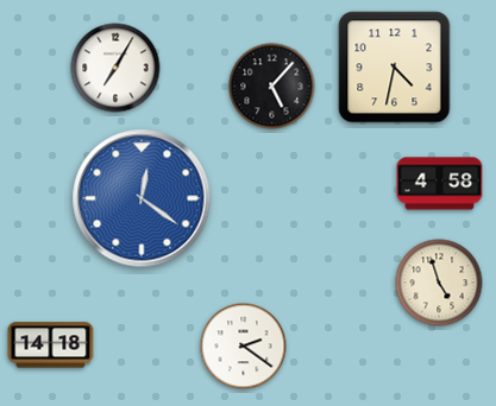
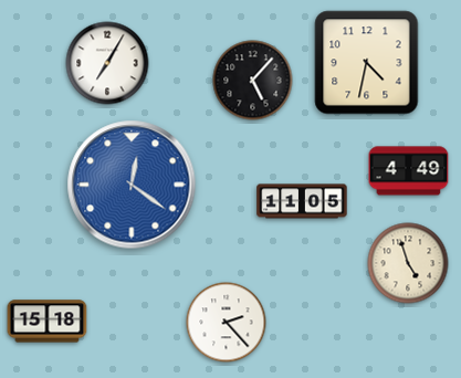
clock at (440, 184): 4:58 -> 4:49
clock at (302, 201): none -> 11:05
clock at (51, 345): 14:18 -> 15:18
clock at (244, 347): 2:21 -> 2:23
